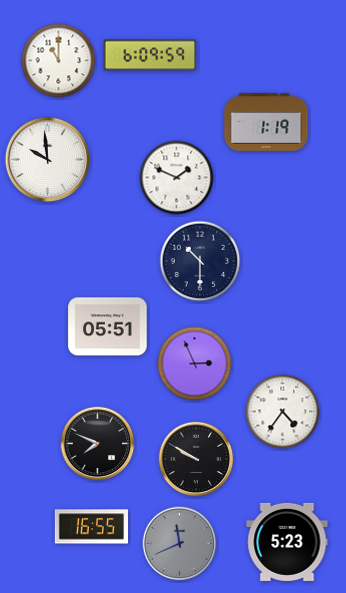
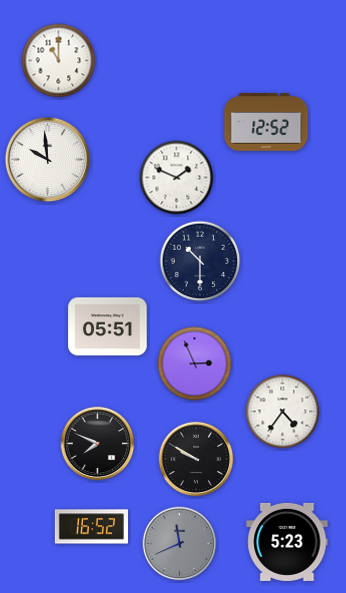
clock at (150, 55): 6:09 -> none
clock at (266, 122): 1:19 -> 12:52
clock at (91, 527): 16:55 -> 16:52
